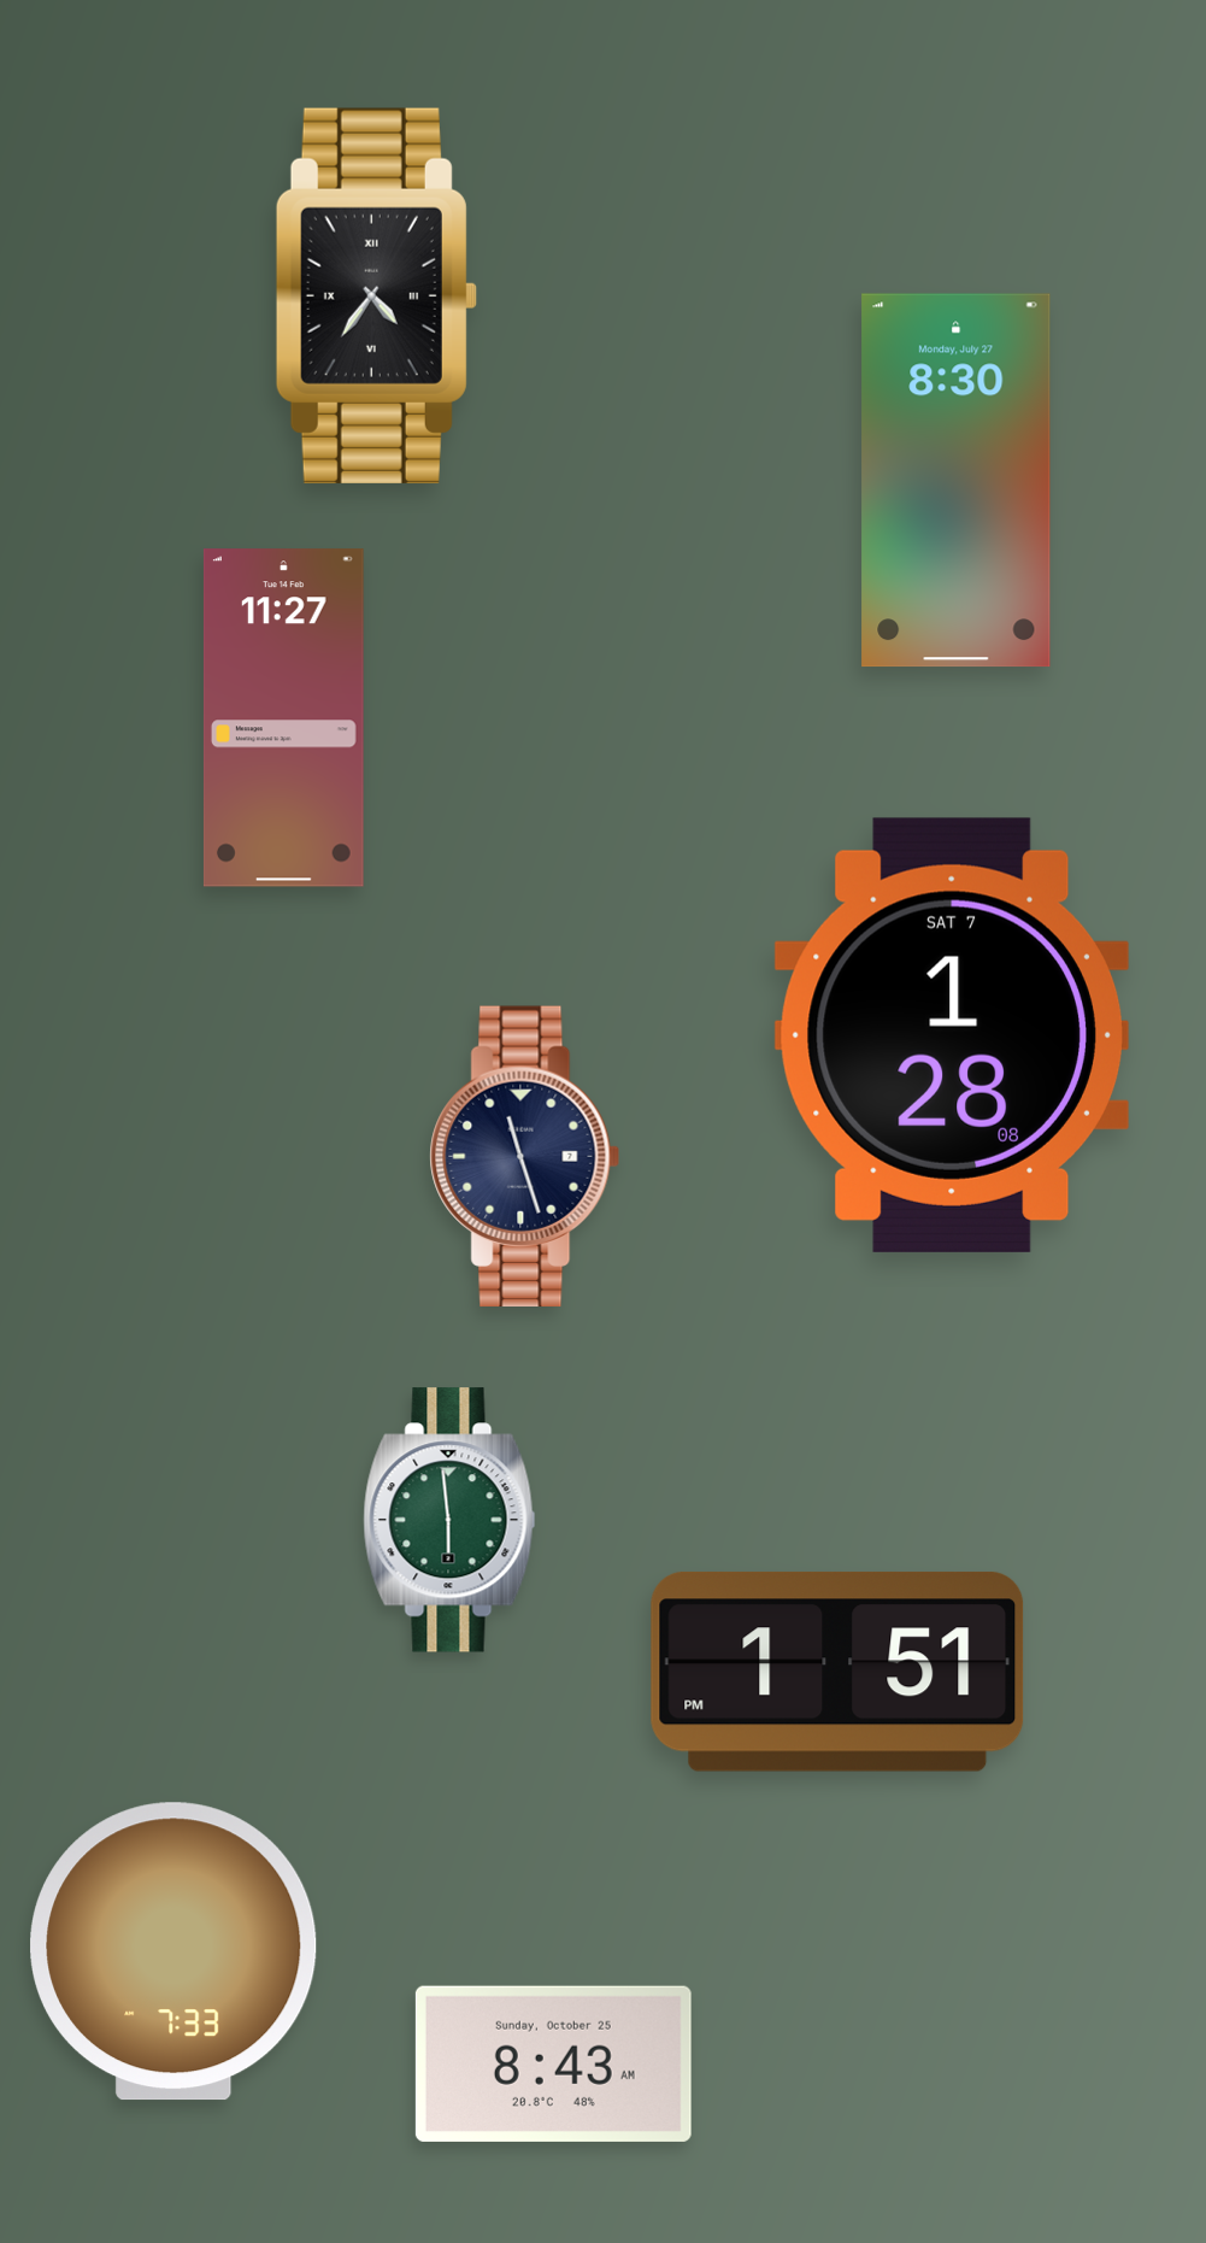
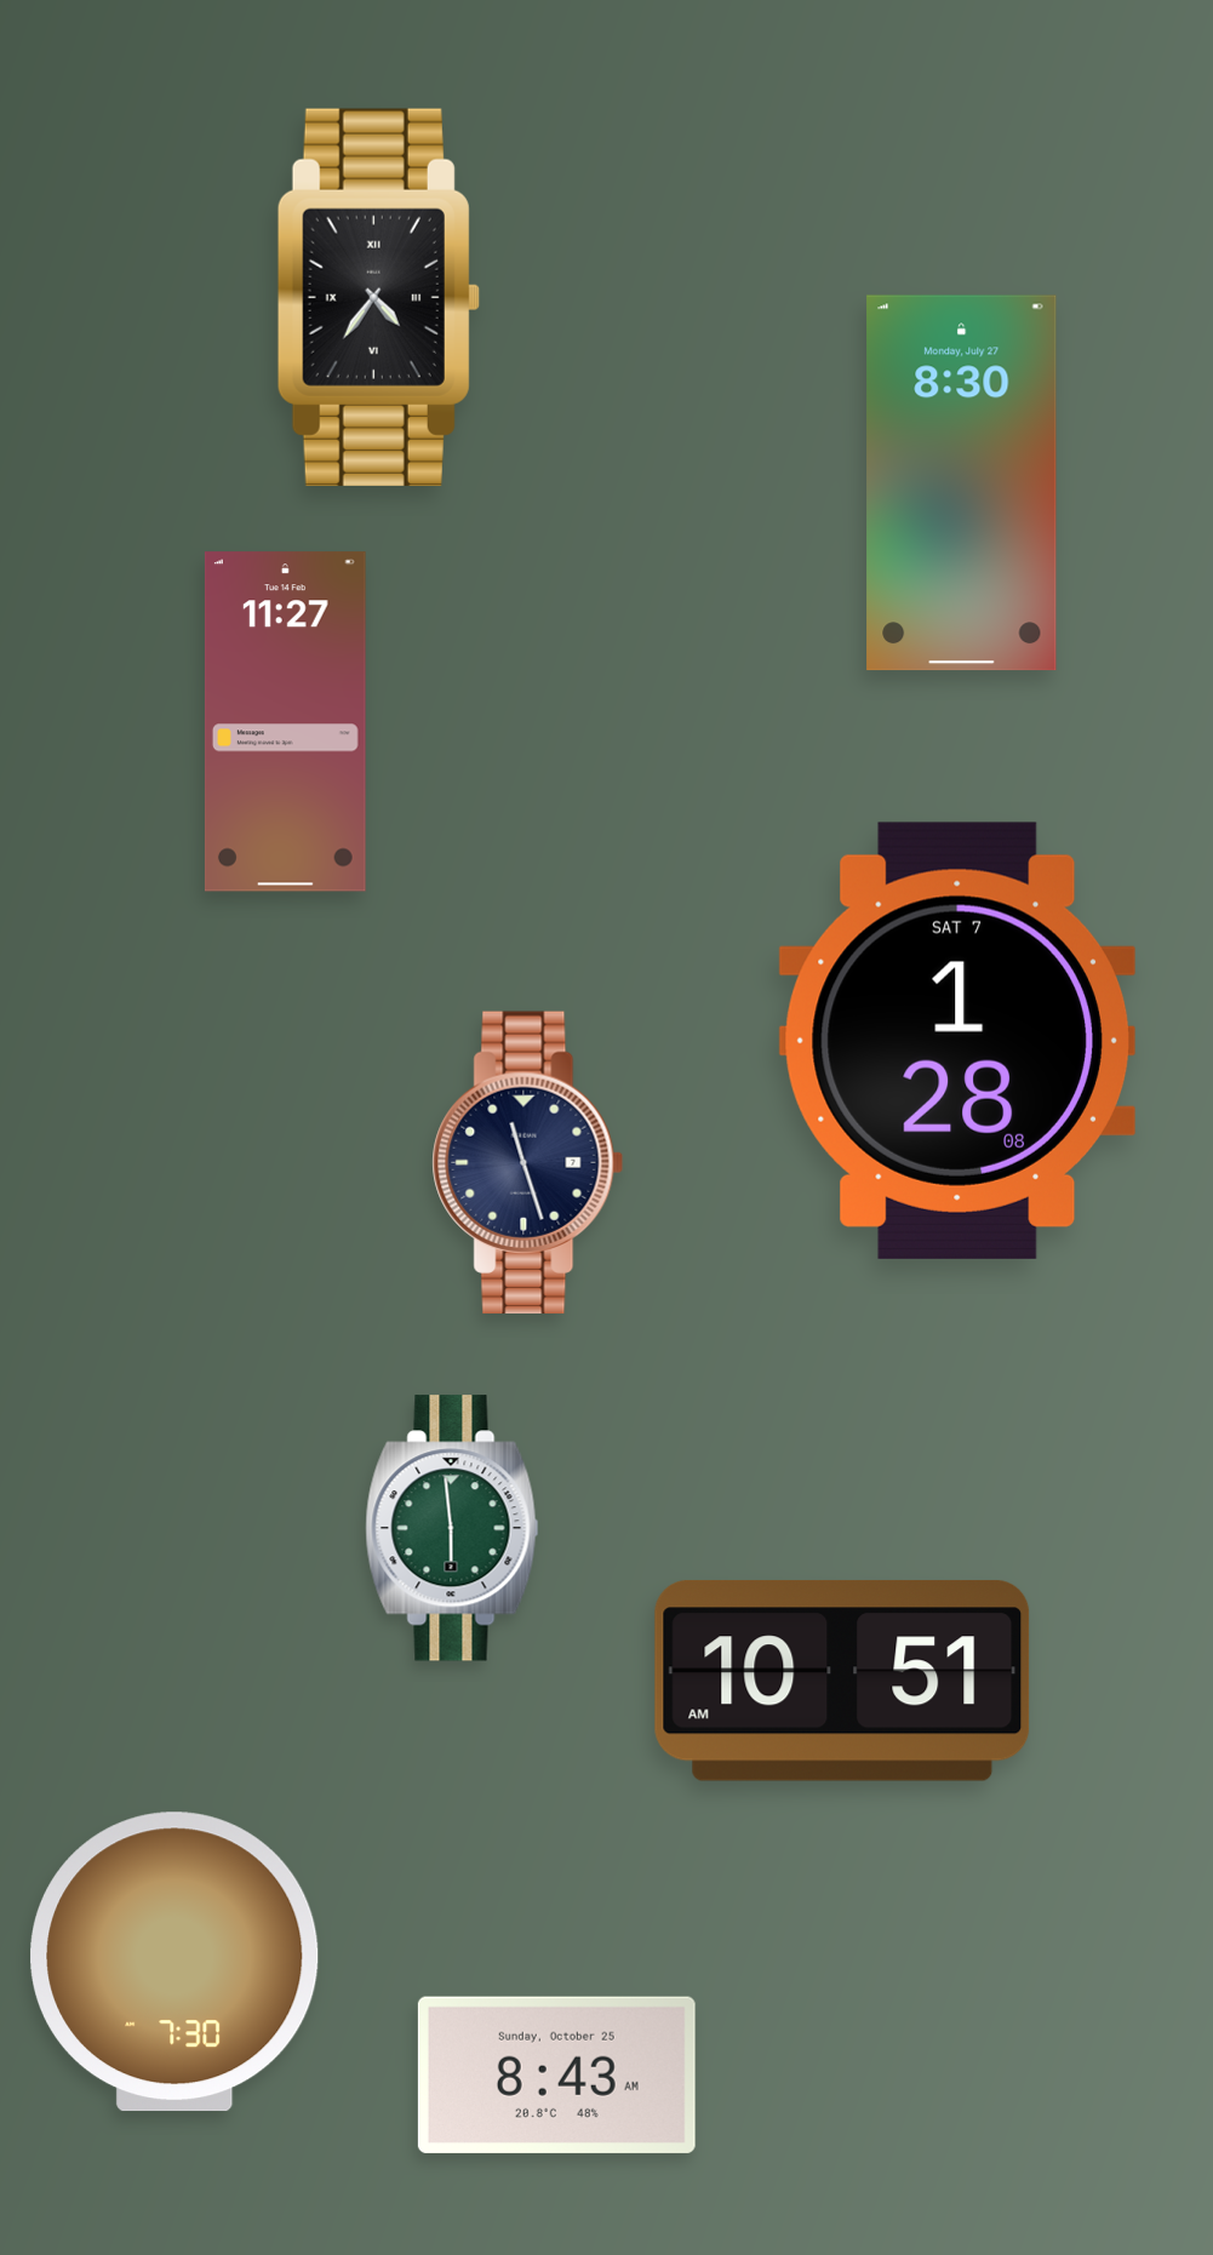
clock at (837, 1672): 1:51 -> 10:51
clock at (173, 1951): 7:33 -> 7:30
